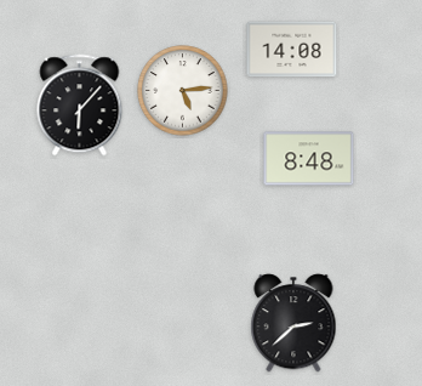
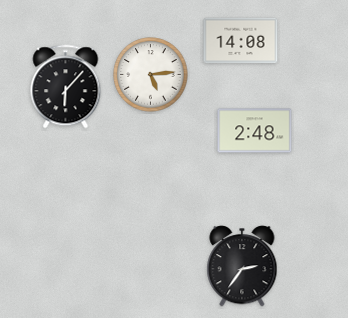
clock at (309, 159): 8:48 -> 2:48
clock at (293, 323): 2:38 -> 2:36
